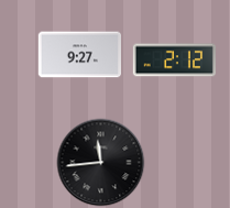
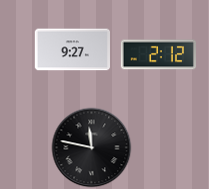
clock at (101, 163): 11:44 -> 11:47
